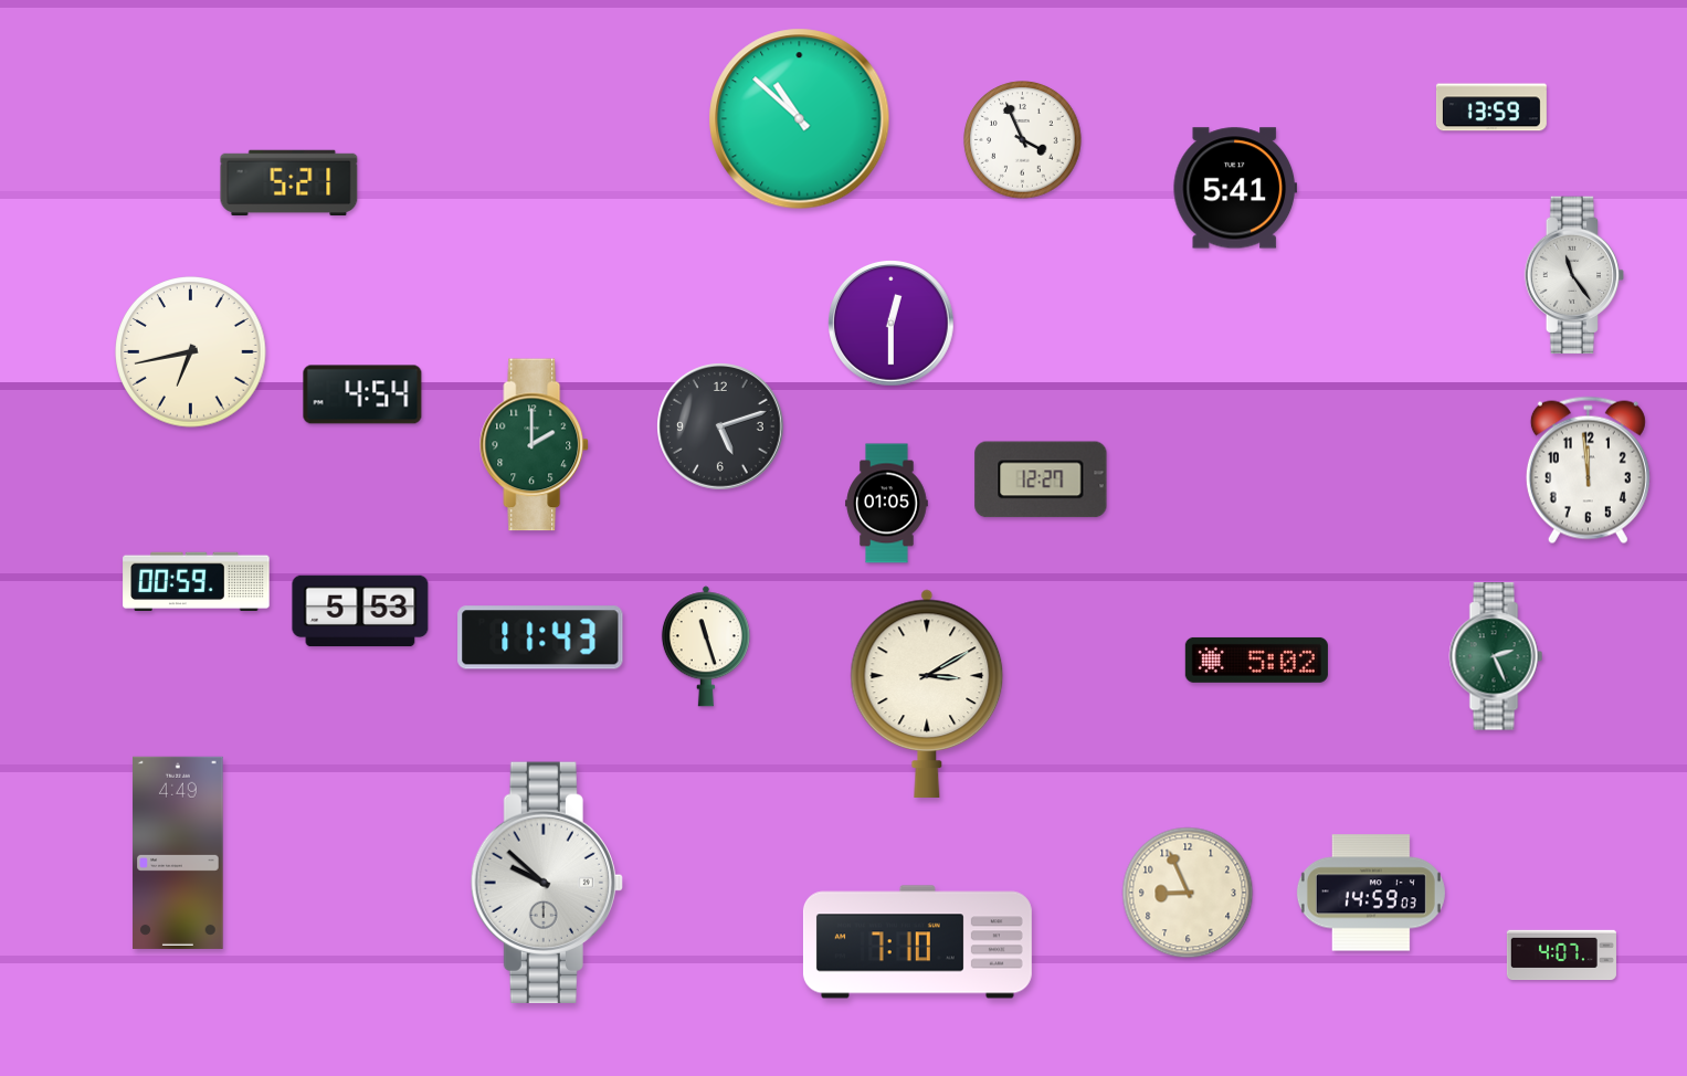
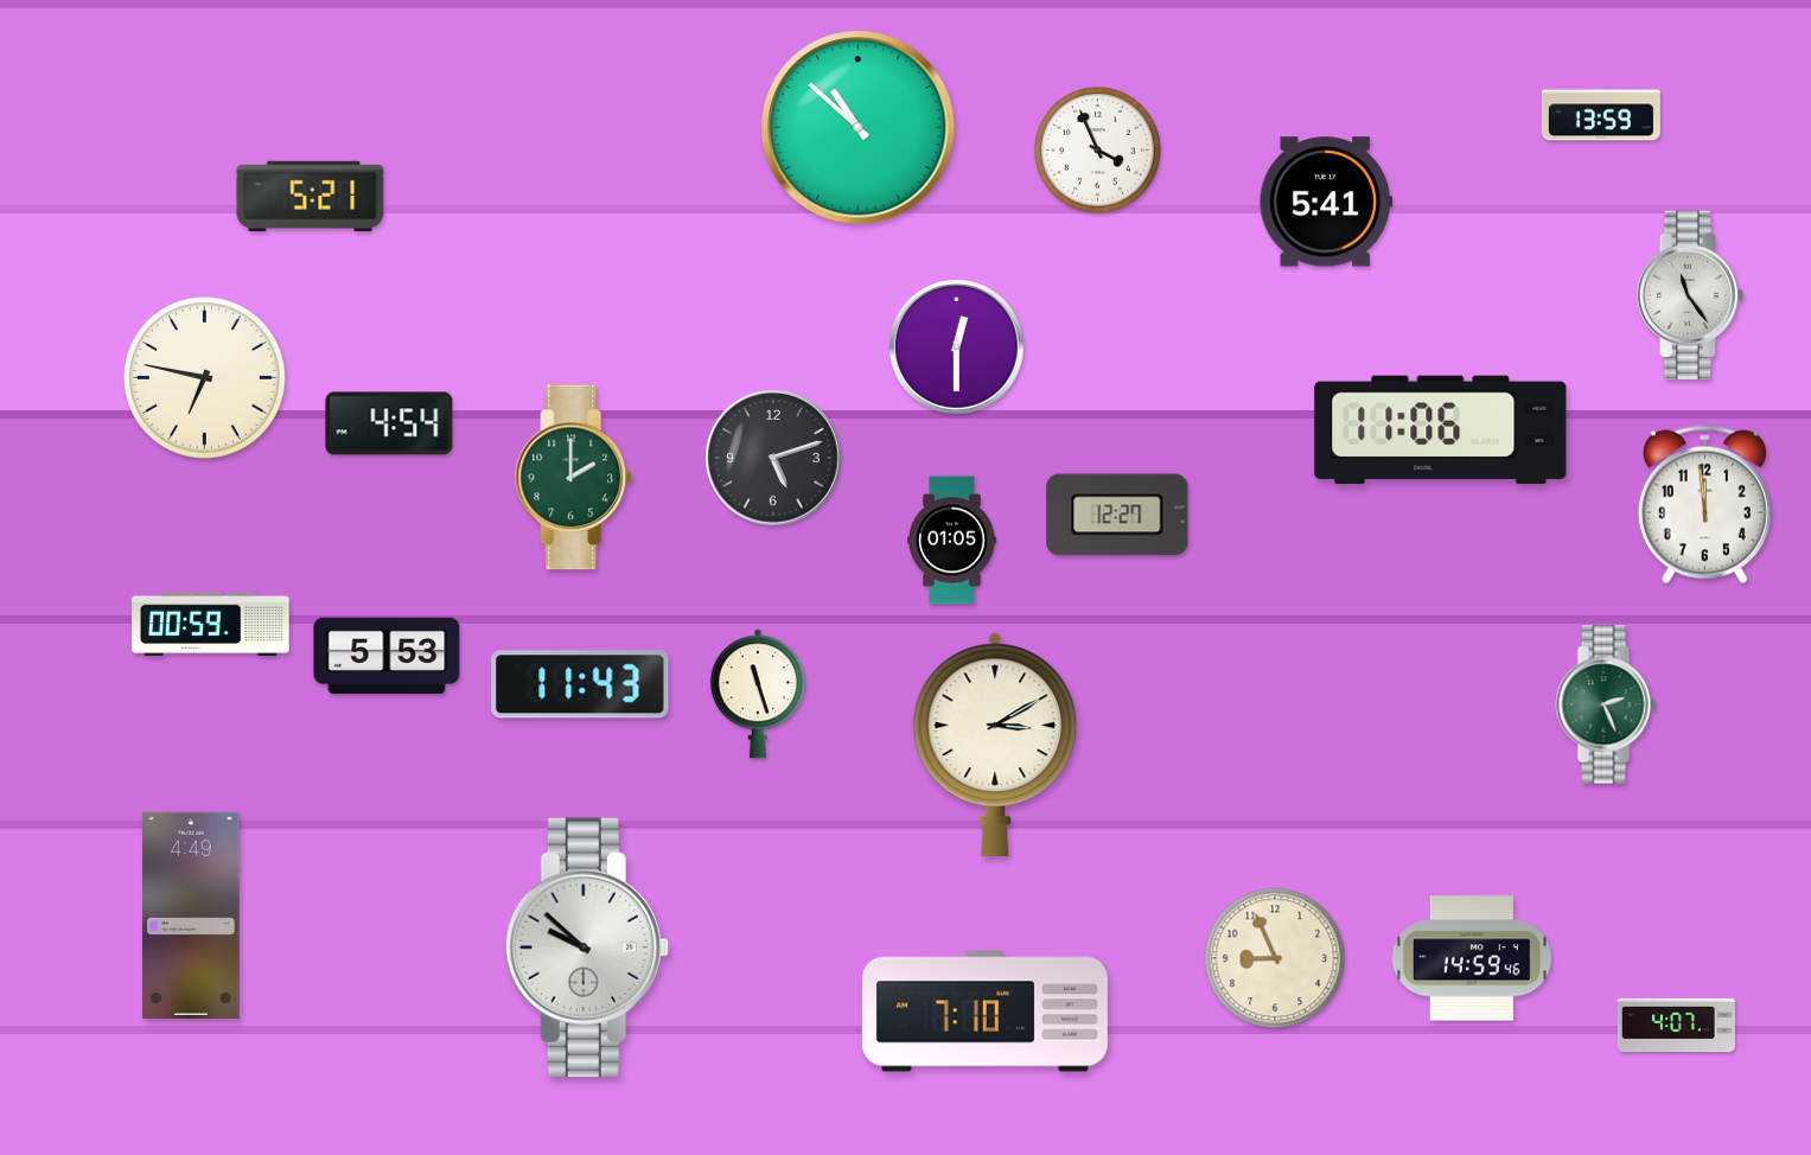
clock at (191, 352): 6:43 -> 6:47
clock at (1441, 430): none -> 11:06
clock at (1256, 660): 5:02 -> none
clock at (1371, 893): 14:59:03 -> 14:59:46
